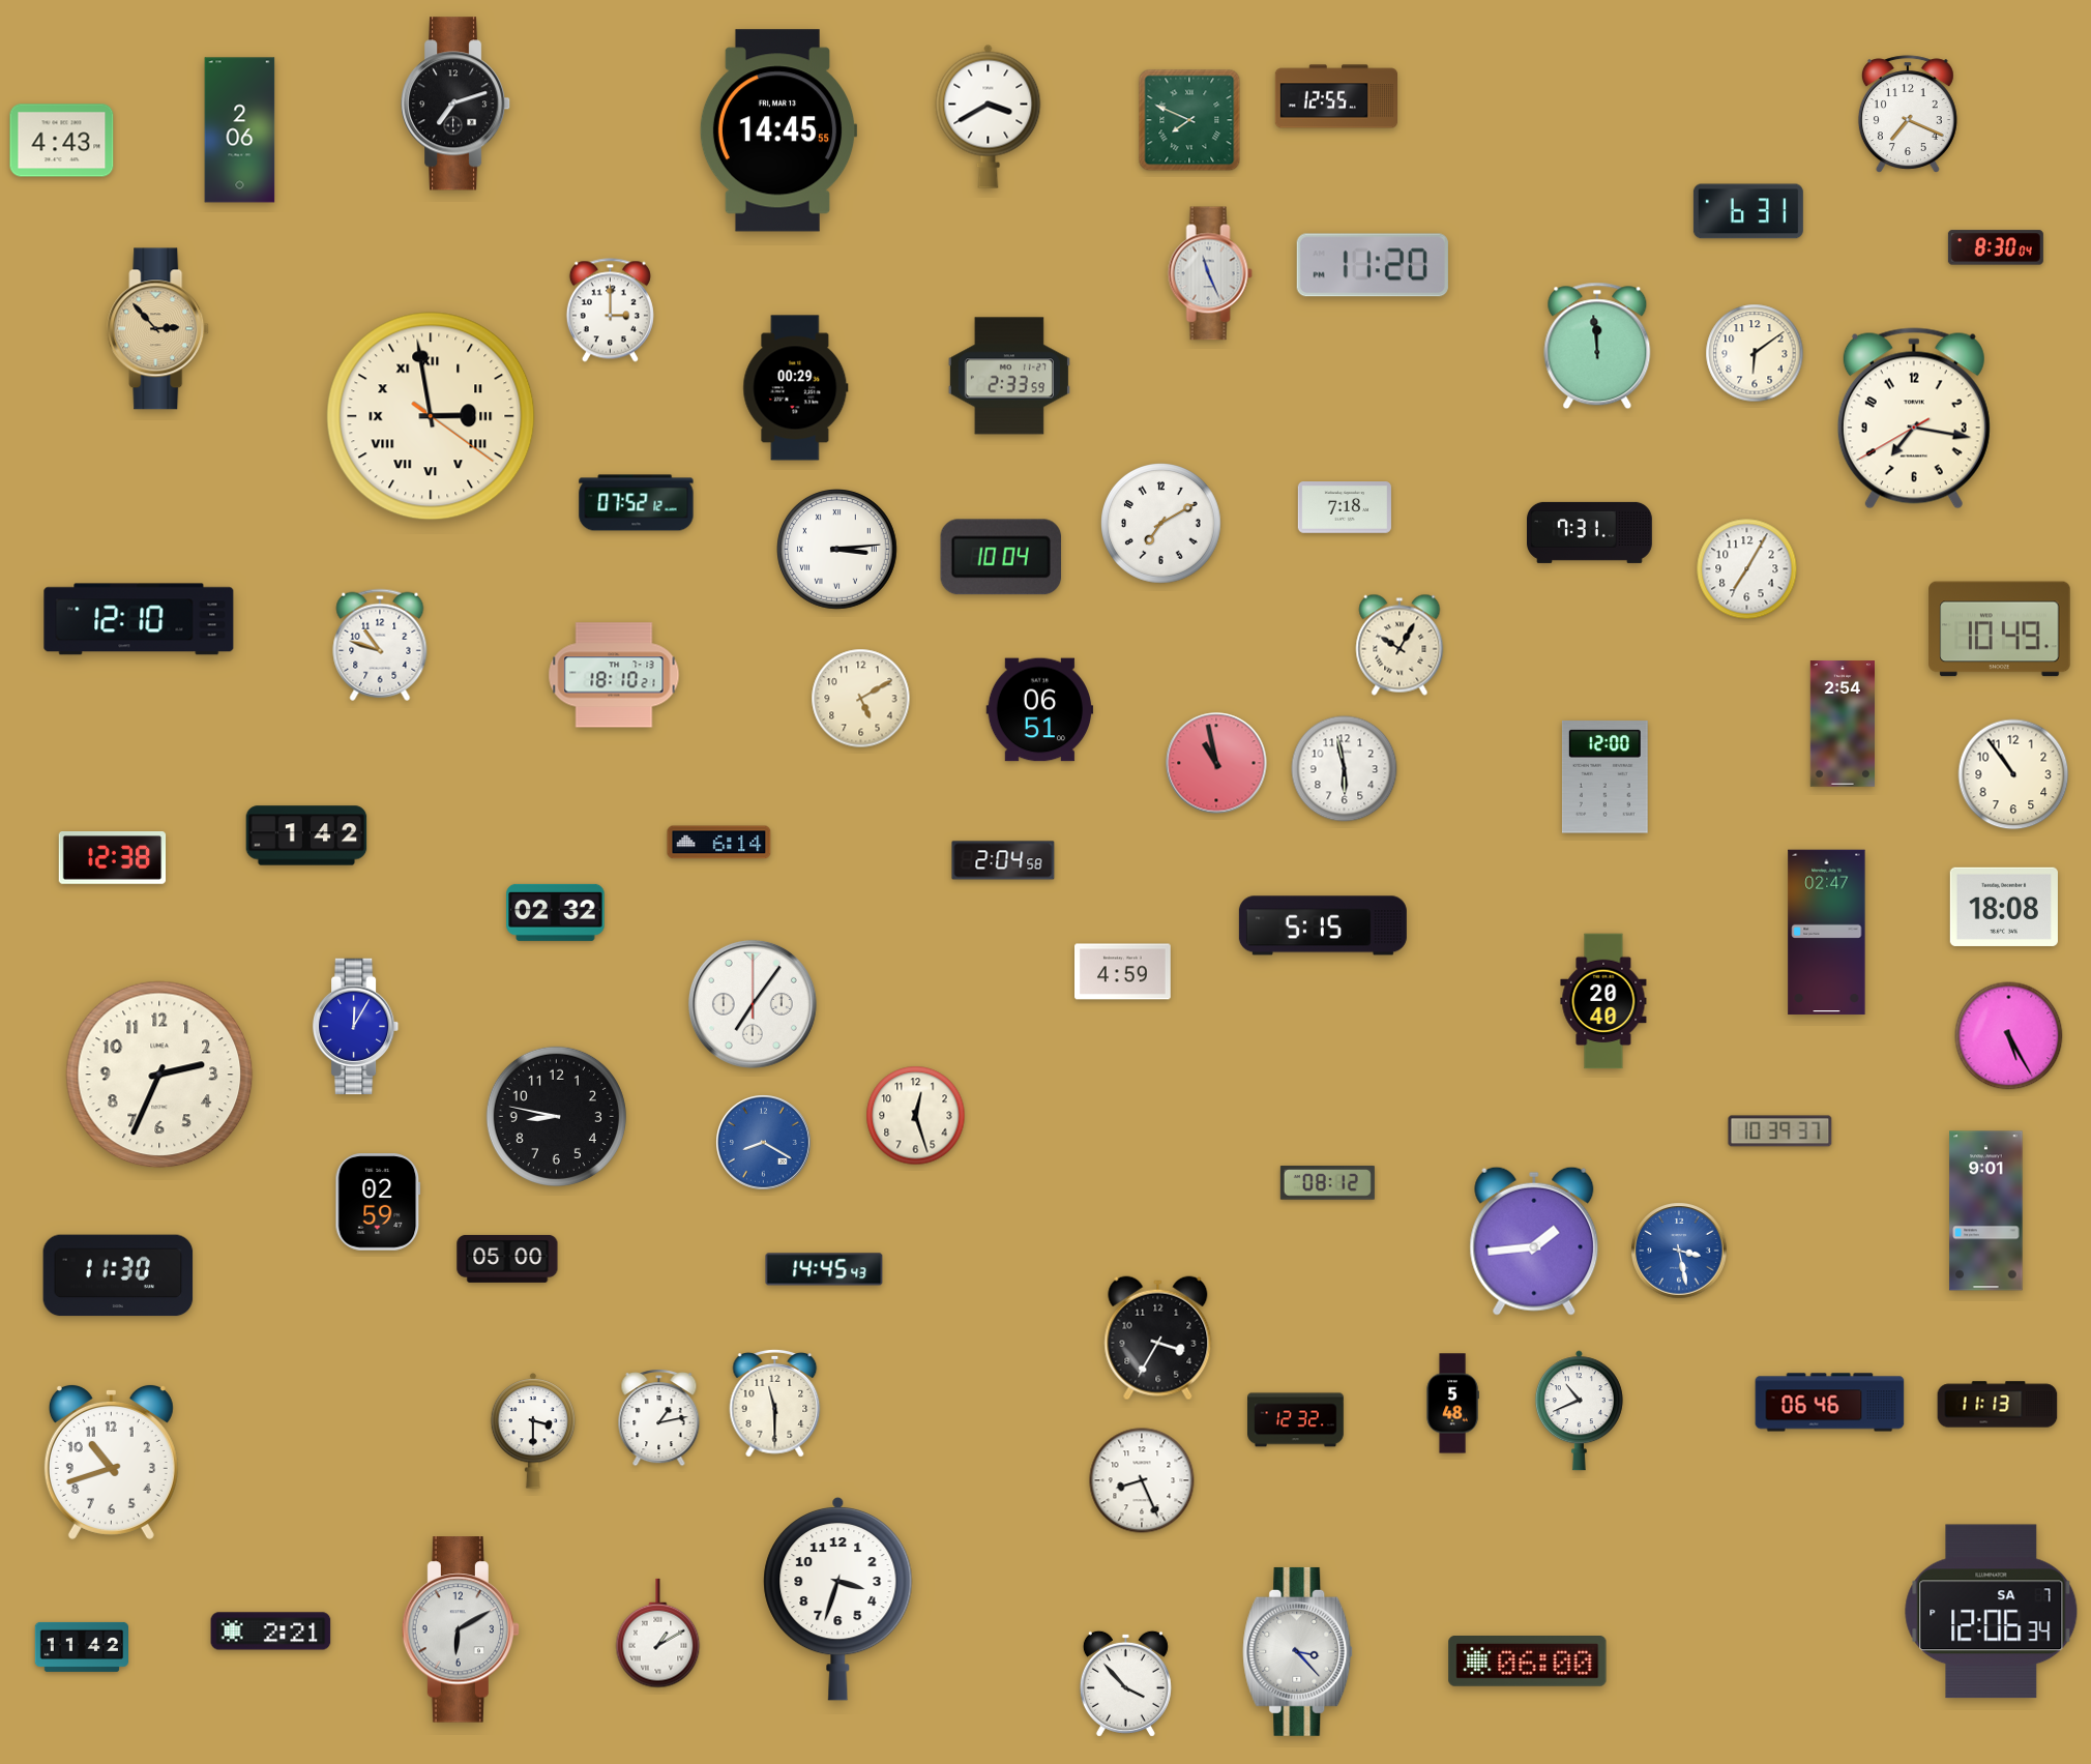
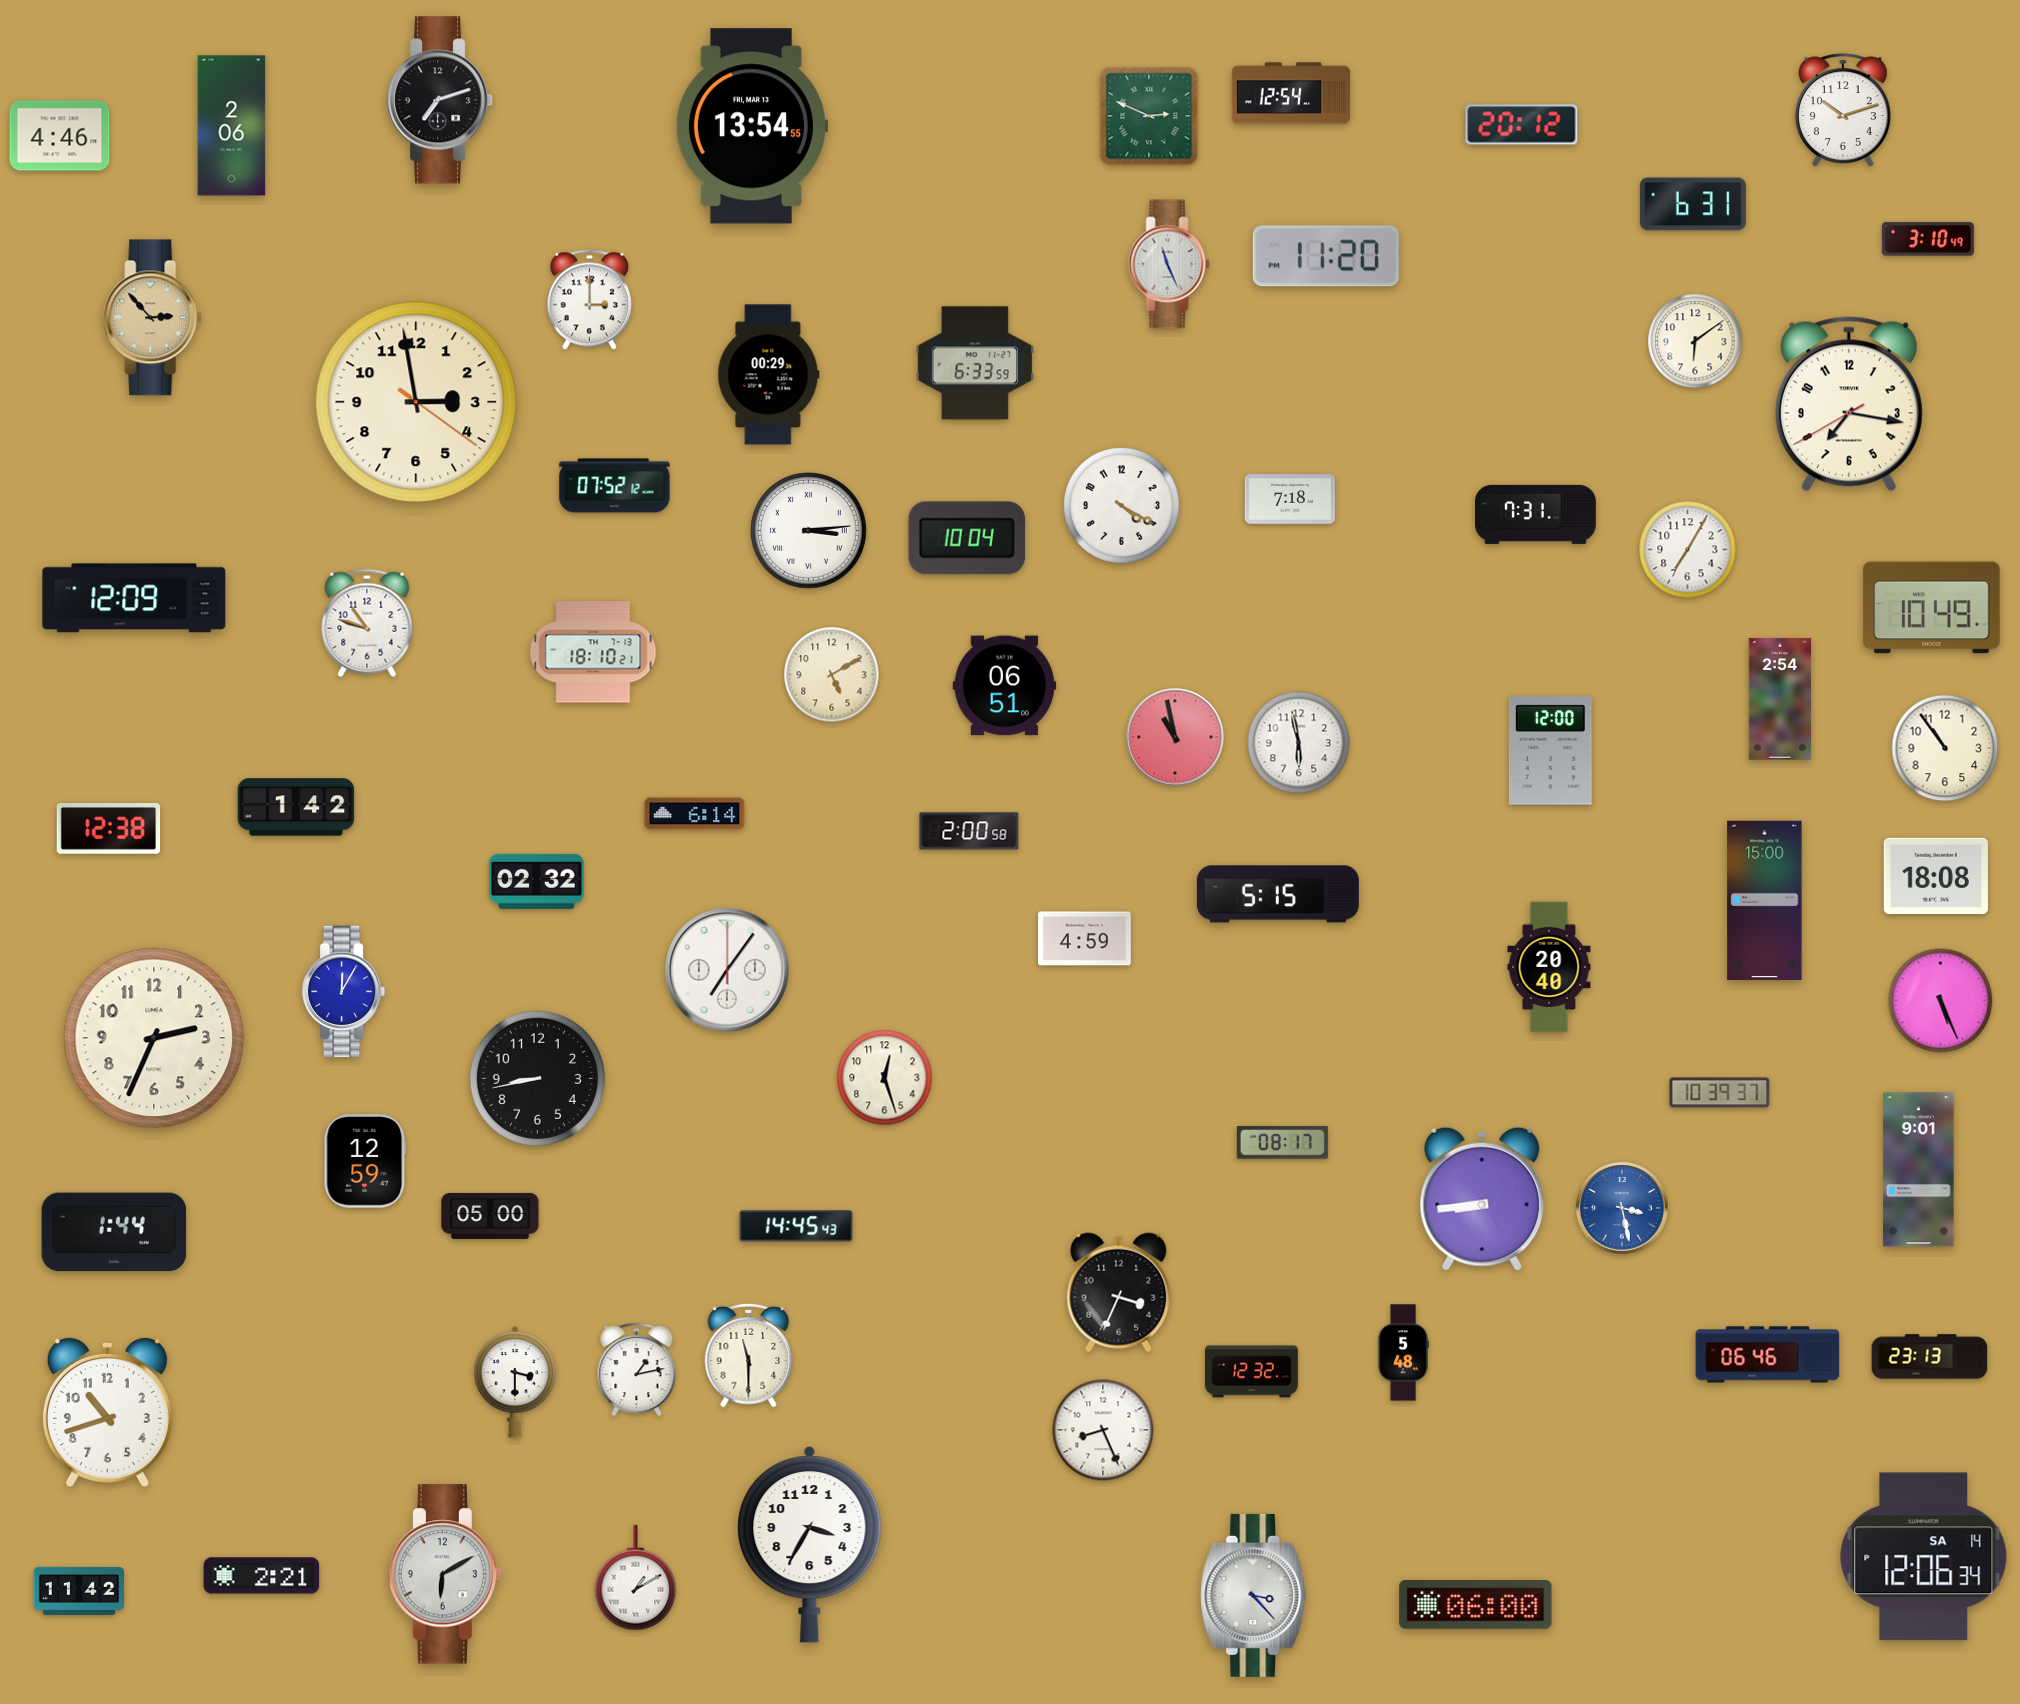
clock at (1335, 96): 12:55 -> 12:54
clock at (1908, 114): 7:19 -> 10:12
clock at (989, 116): 3:40 -> none
clock at (1189, 120): 7:49 -> 2:49
clock at (1522, 125): none -> 20:12
clock at (778, 130): 14:45 -> 13:54
clock at (62, 141): 4:43 -> 4:46
clock at (1748, 211) position: (1748, 211) -> (1693, 204)
clock at (1996, 247): 8:30 -> 3:10
clock at (1597, 346): 11:59 -> none
clock at (1009, 376): 2:33 -> 6:33
clock at (431, 416) numerals: Roman -> Arabic
clock at (1345, 507) position: (1345, 507) -> (1290, 499)
clock at (1161, 524): 7:10 -> 4:20
clock at (139, 619): 12:10 -> 12:09
clock at (1400, 645): 10:05 -> none
clock at (1003, 860): 2:04 -> 2:00
clock at (1827, 933): 02:47 -> 15:00
clock at (2009, 1036): 5:25 -> 5:26
clock at (556, 1116): 8:47 -> 8:43
clock at (764, 1143): 8:20 -> none
clock at (1327, 1183): 08:12 -> 08:17
clock at (378, 1202): 02:59 -> 12:59
clock at (1534, 1241): 1:44 -> 8:44
clock at (118, 1275): 11:30 -> 1:44
clock at (1158, 1339): 3:35 -> 3:34
clock at (1452, 1404) position: (1452, 1404) -> (1403, 1353)
clock at (1998, 1405): 11:13 -> 23:13
clock at (1579, 1411): 10:41 -> none
clock at (838, 1598): 3:33 -> 3:35
clock at (1992, 1612) date: SA 7 -> SA 14
clock at (1125, 1683): 3:53 -> none
